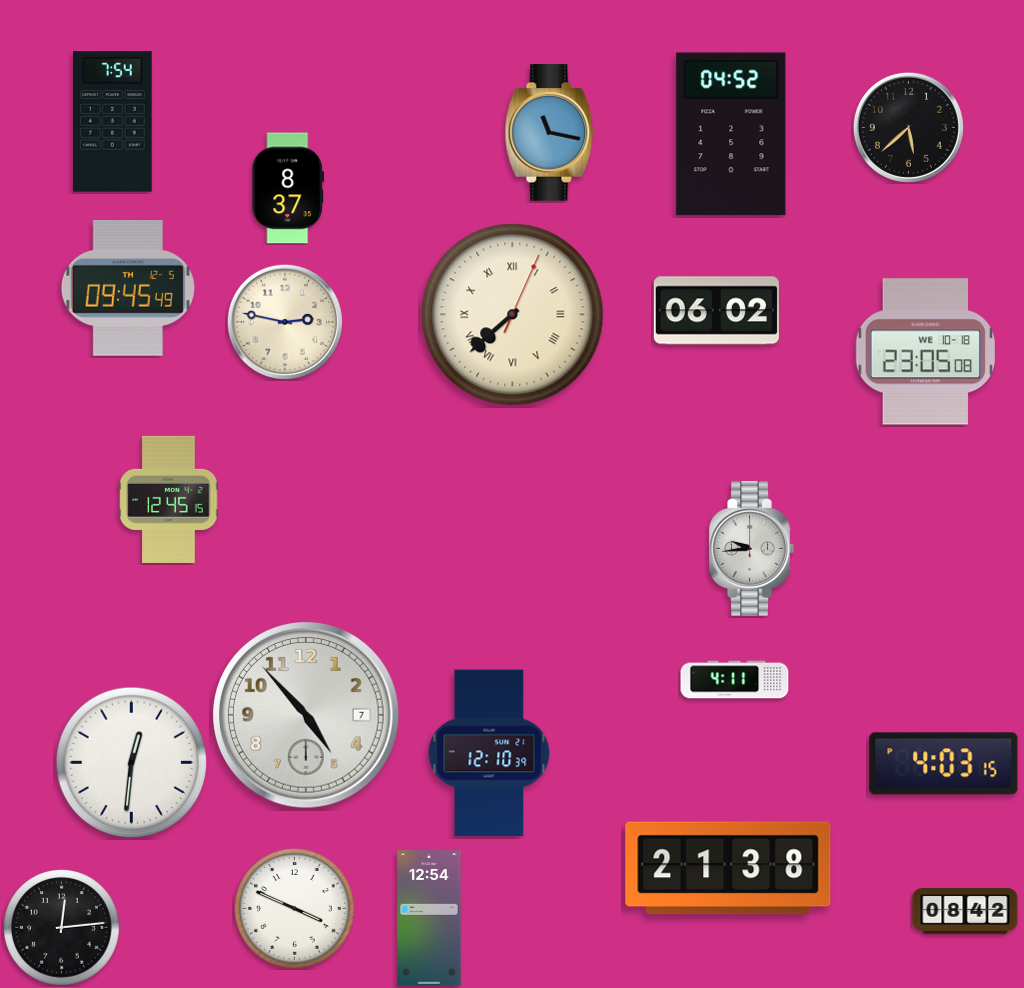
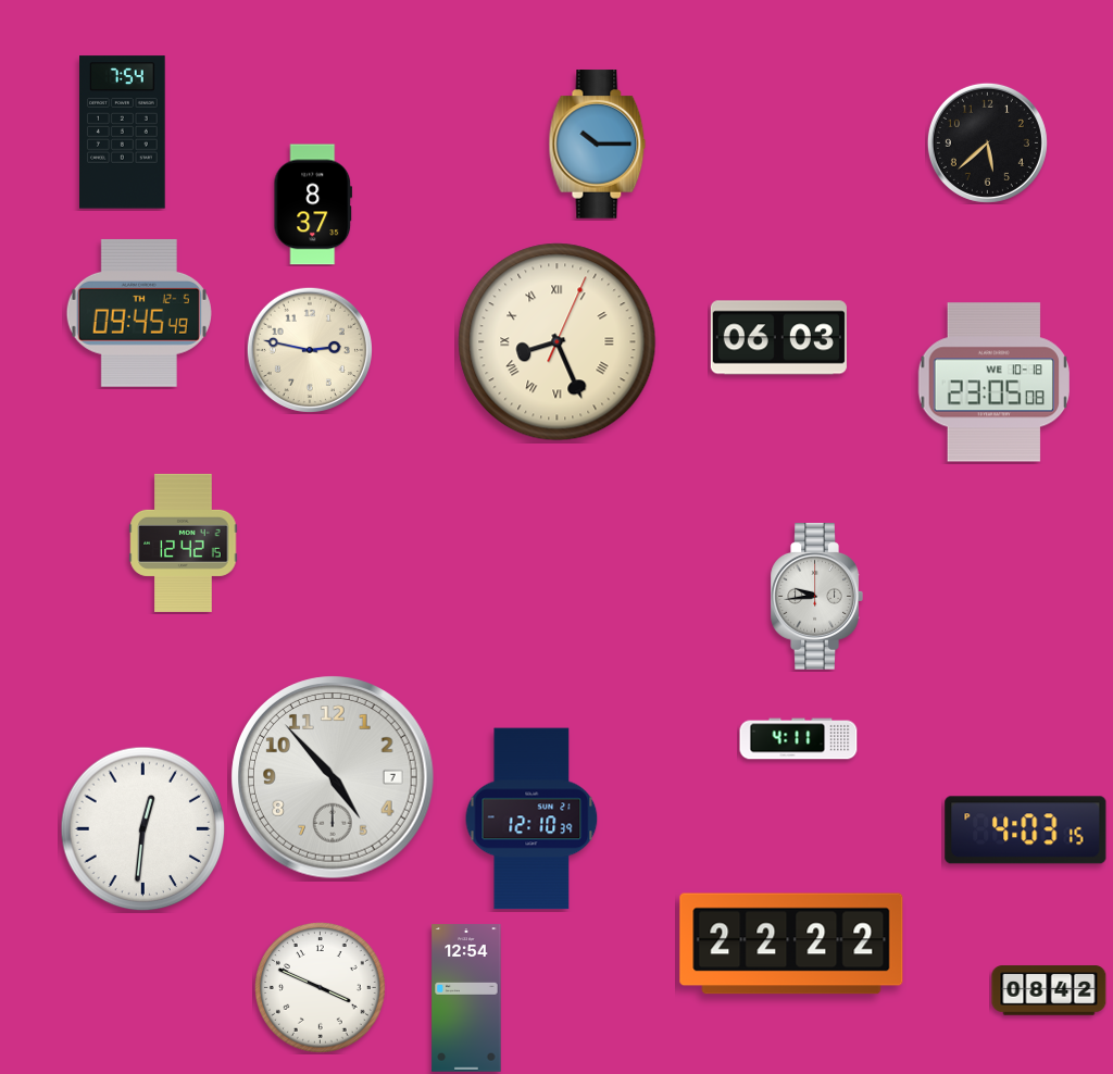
clock at (908, 127) position: (908, 127) -> (987, 142)
clock at (550, 133): 11:17 -> 10:15
clock at (731, 134): 04:52 -> none
clock at (716, 311): 06:02 -> 06:03
clock at (513, 315): 7:38 -> 8:26
clock at (925, 352) position: (925, 352) -> (993, 383)
clock at (169, 499): 12:45 -> 12:42
clock at (728, 868): 21:38 -> 22:22
clock at (62, 928): 12:14 -> none
